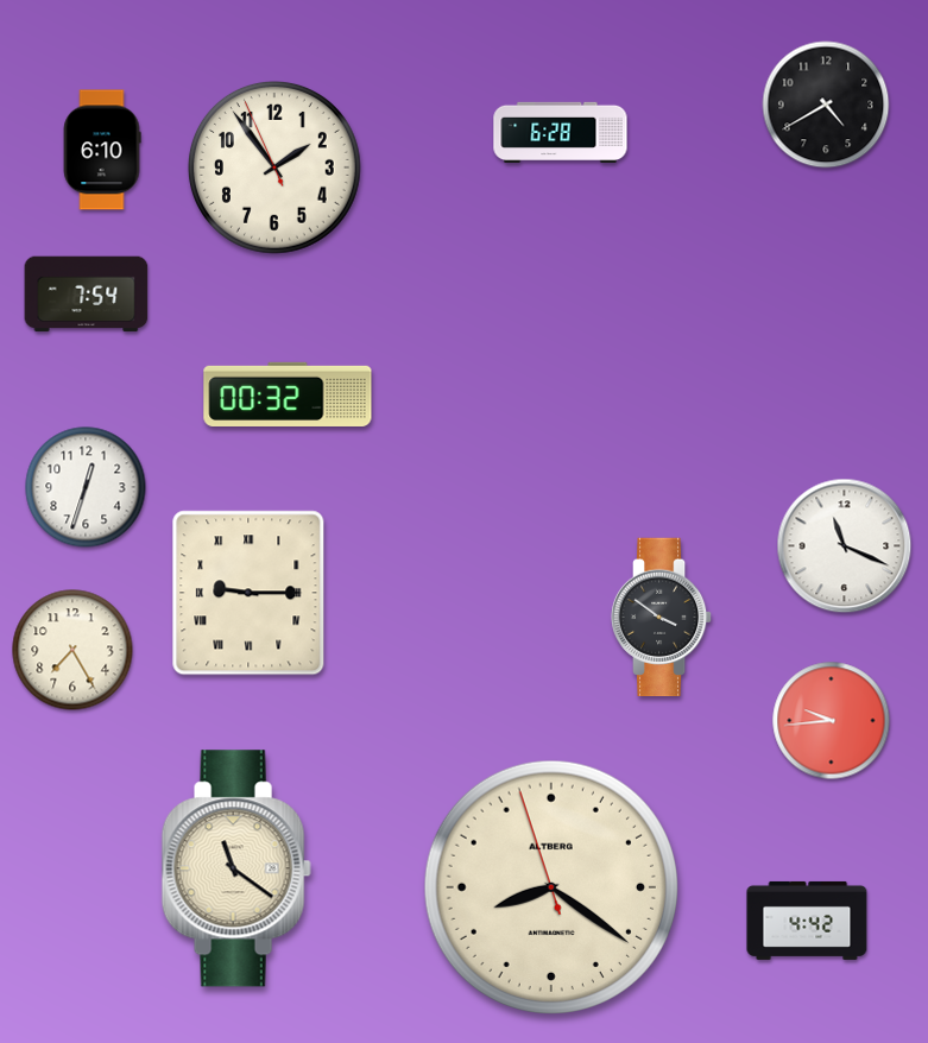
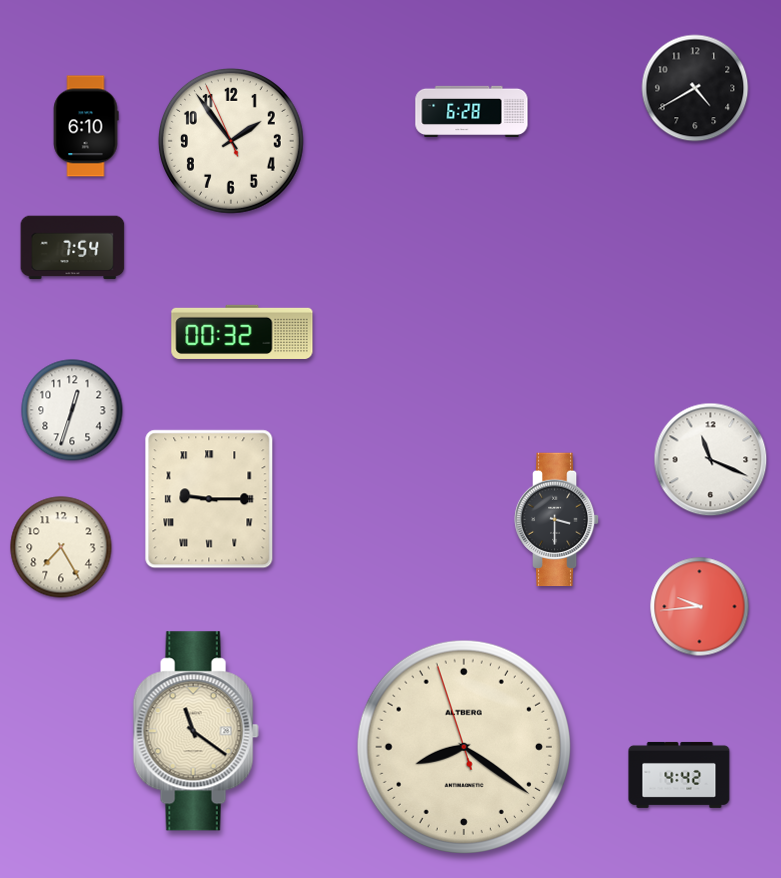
clock at (662, 618): 3:51 -> 3:30
clock at (236, 868) position: (236, 868) -> (196, 731)
